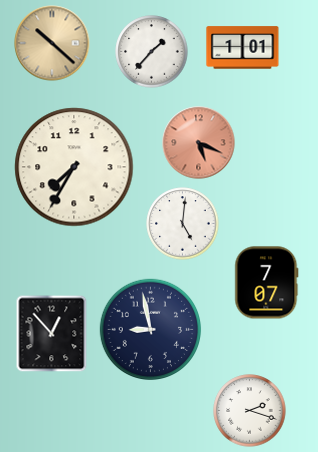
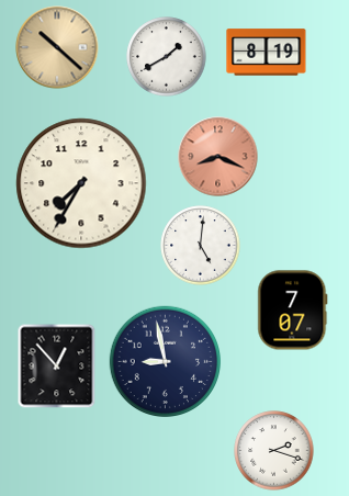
clock at (243, 48): 1:01 -> 8:19
clock at (152, 52): 1:37 -> 1:40
clock at (199, 143): 5:19 -> 8:19
